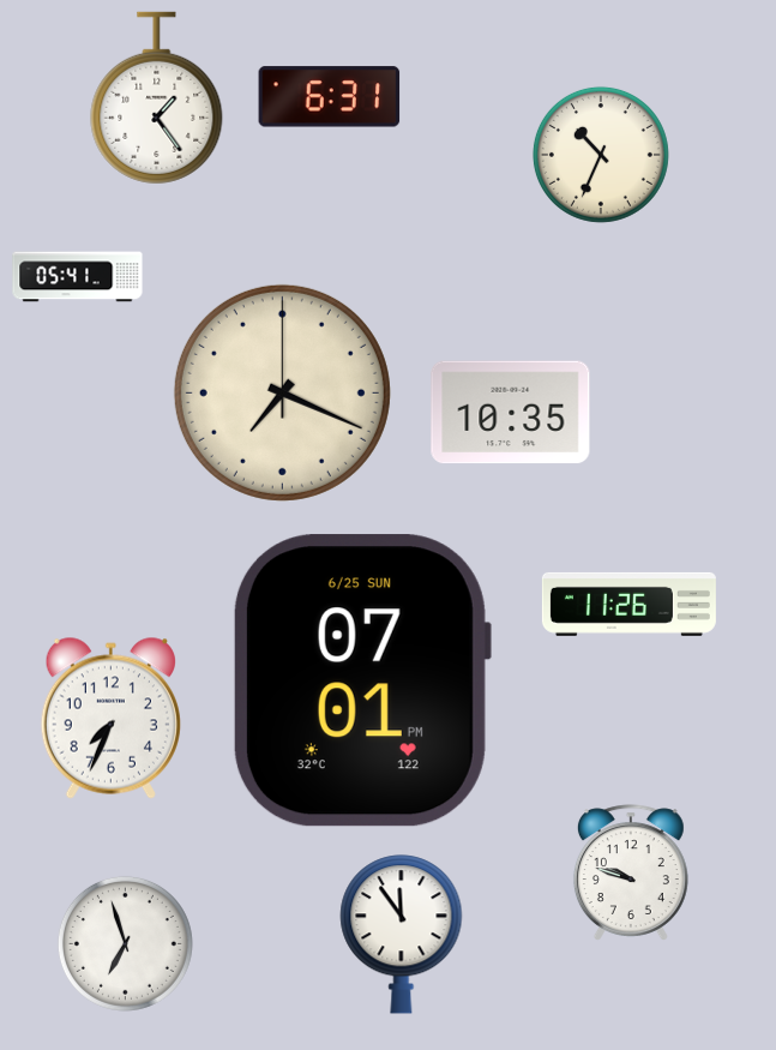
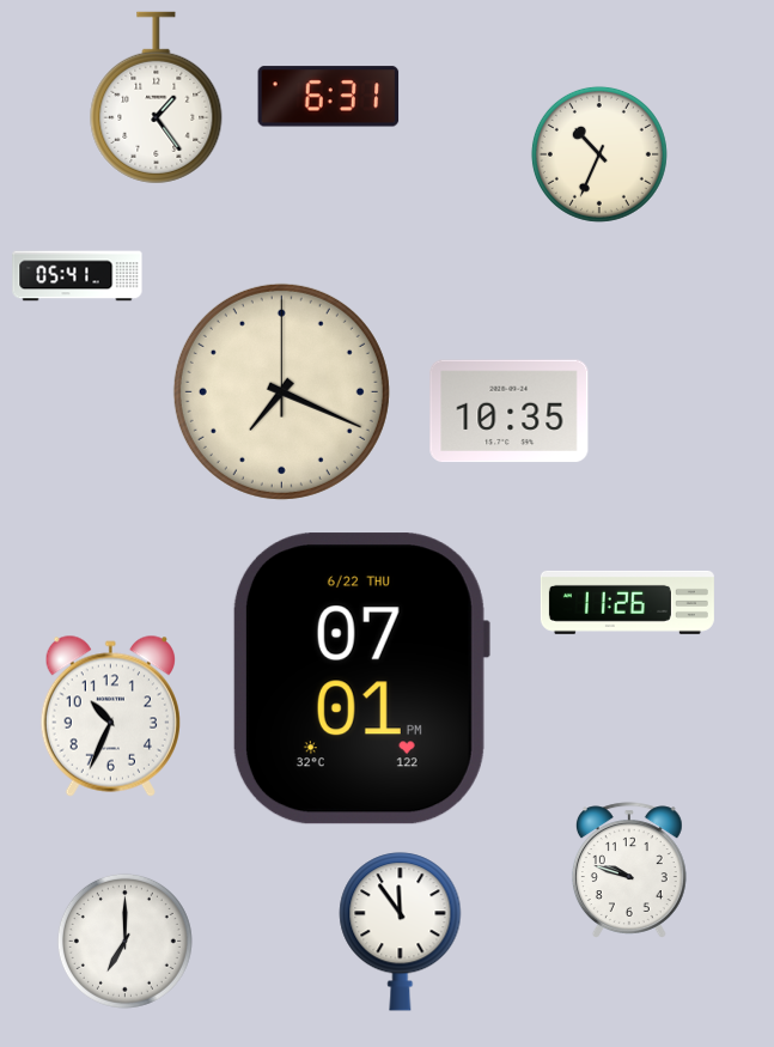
clock at (361, 680) date: 6/25 SUN -> 6/22 THU
clock at (110, 718): 7:34 -> 10:34
clock at (125, 943): 6:57 -> 7:00
